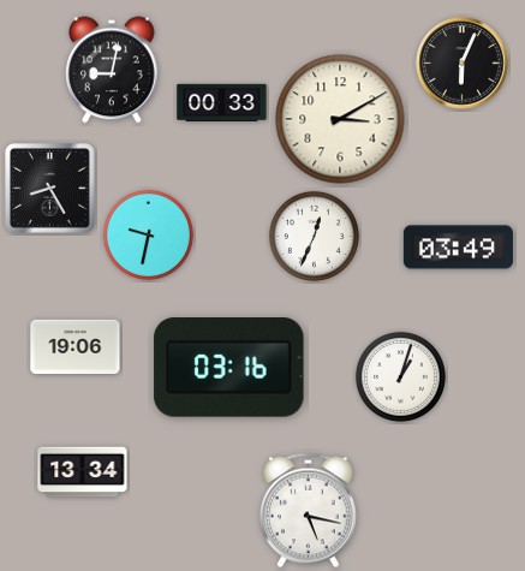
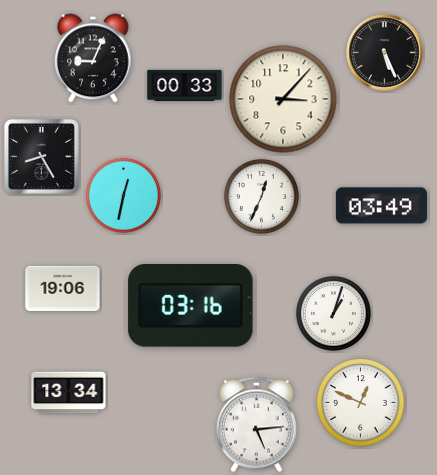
clock at (463, 64): 6:04 -> 5:26
clock at (112, 70): 9:02 -> 9:04
clock at (340, 119): 3:10 -> 3:07
clock at (148, 234): 9:32 -> 12:32
clock at (361, 403): none -> 12:49
clock at (309, 511): 5:17 -> 5:14
